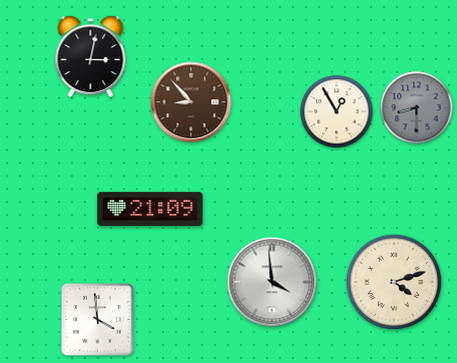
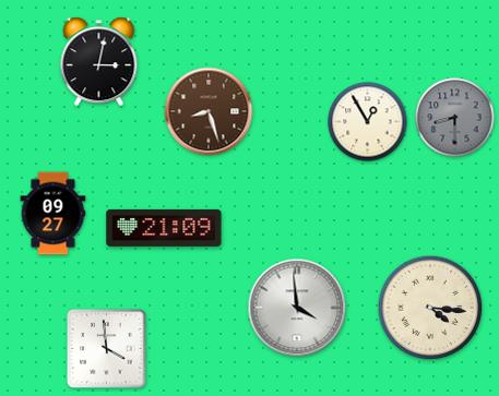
clock at (191, 102): 8:53 -> 8:27
clock at (54, 214): none -> 09:27
clock at (394, 282): 4:12 -> 4:16
